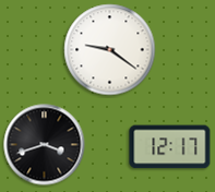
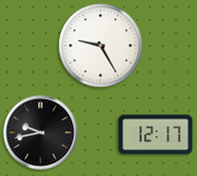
clock at (110, 50): 9:21 -> 9:25
clock at (45, 145): 3:42 -> 9:43
